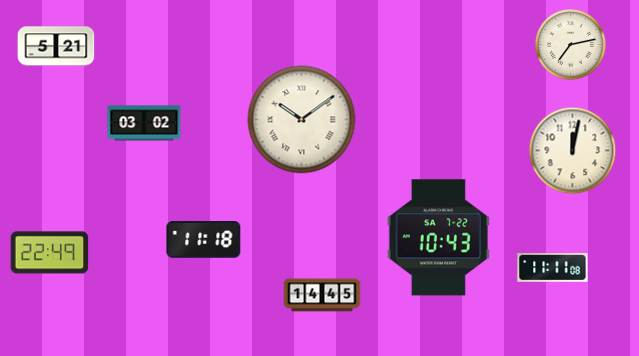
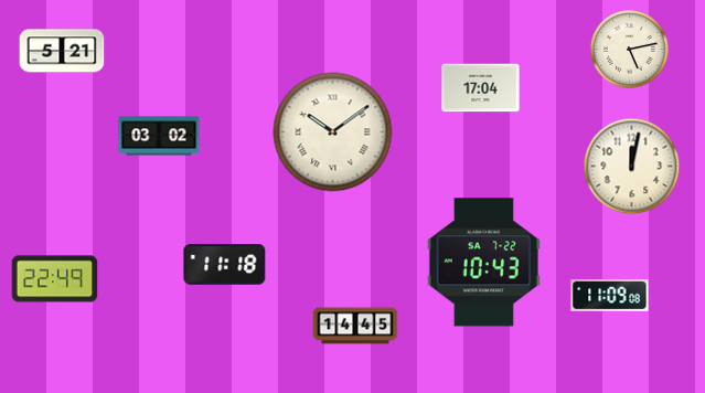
clock at (571, 45): 7:13 -> 5:13
clock at (481, 88): none -> 17:04
clock at (553, 267): 11:11 -> 11:09
